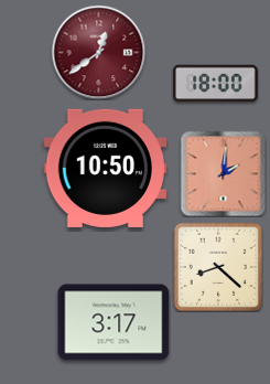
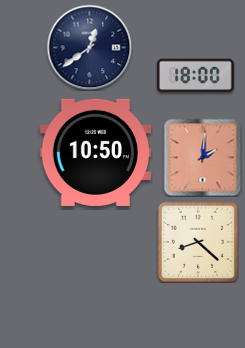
clock at (98, 52) dial: burgundy -> navy
clock at (114, 322): 3:17 -> none
